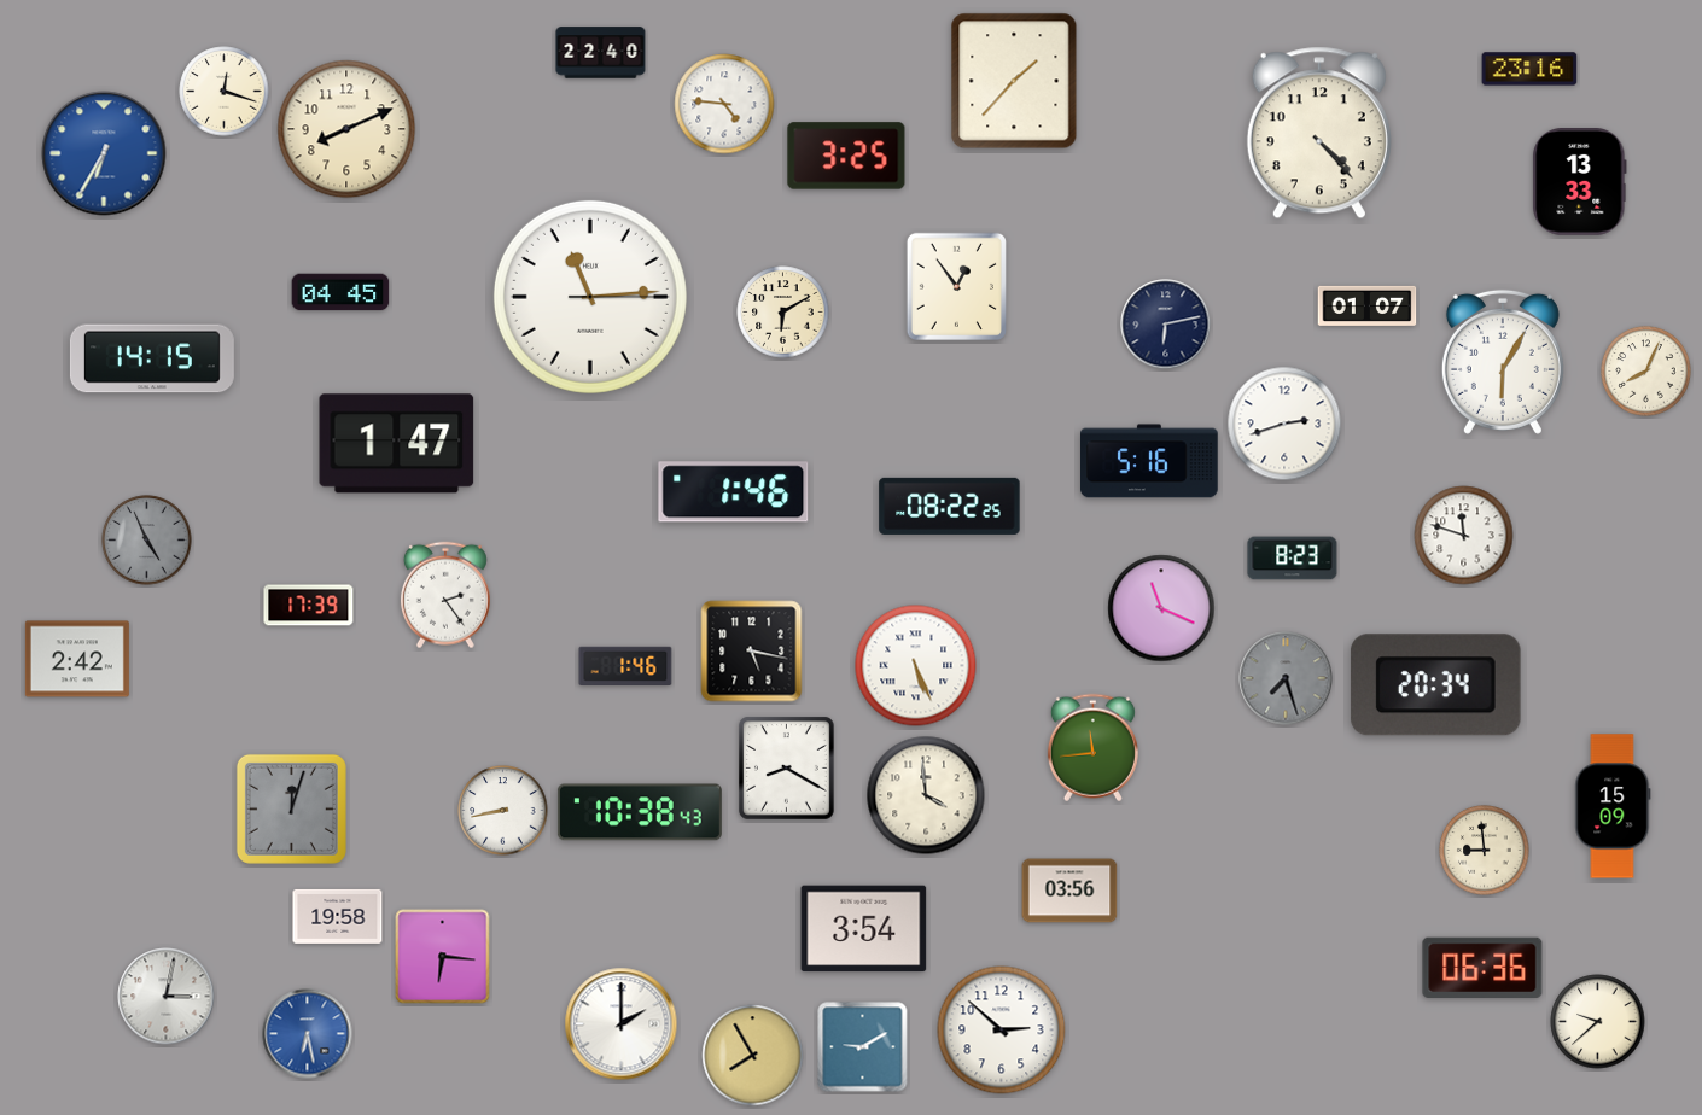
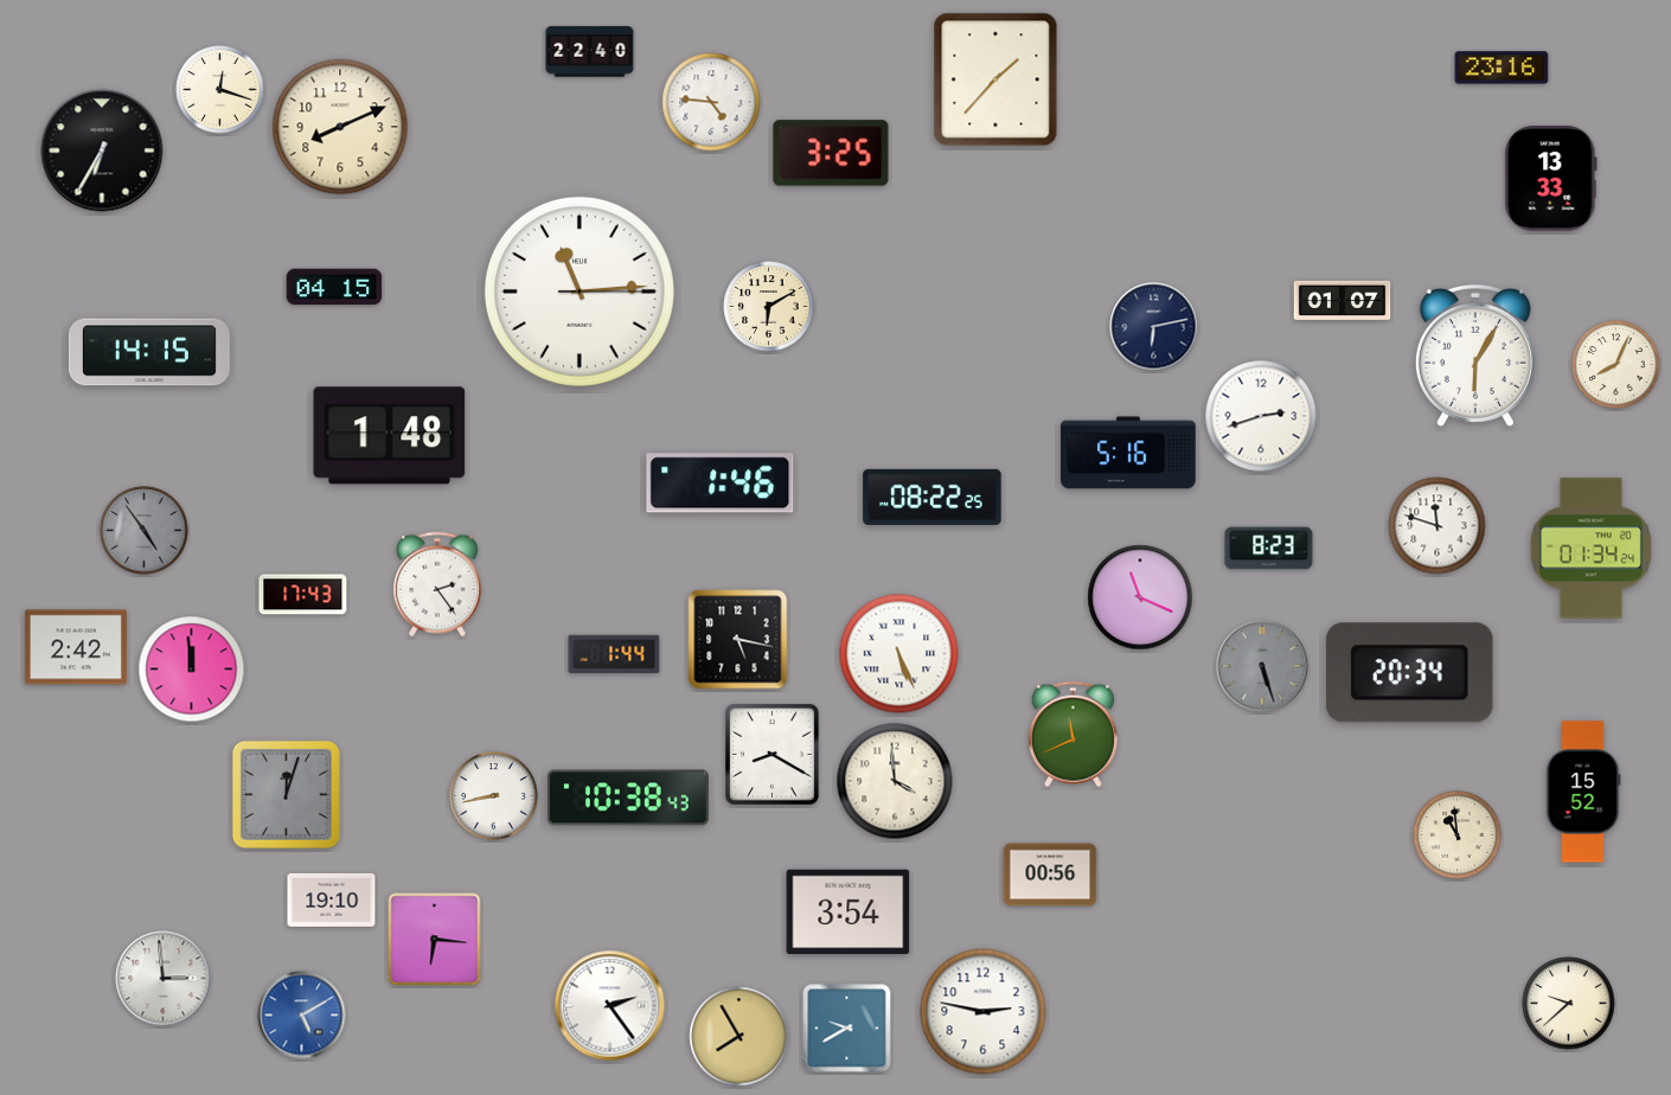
clock at (1319, 133): 4:23 -> none
clock at (104, 153) dial: blue -> black
clock at (956, 286): 12:54 -> none
clock at (340, 292): 04:45 -> 04:15
clock at (1166, 325) position: (1166, 325) -> (1154, 327)
clock at (397, 444): 1:47 -> 1:48
clock at (147, 541): 4:56 -> 4:54
clock at (1590, 549): none -> 01:34
clock at (309, 606): 17:39 -> 17:43
clock at (625, 665): 1:46 -> 1:44
clock at (1286, 678): 7:27 -> 5:27
clock at (192, 670): none -> 11:59
clock at (1092, 748): 11:44 -> 11:41
clock at (926, 795) position: (926, 795) -> (895, 781)
clock at (1613, 806): 15:09 -> 15:52
clock at (1485, 851): 8:59 -> 10:59
clock at (1069, 891): 03:56 -> 00:56
clock at (338, 916): 19:58 -> 19:10
clock at (1482, 968): 06:36 -> none
clock at (167, 997): 3:02 -> 2:59
clock at (622, 1024): 2:00 -> 2:24
clock at (1002, 1031): 2:52 -> 2:47
clock at (308, 1034): 6:28 -> 5:10
clock at (863, 1047): 9:10 -> 9:40
